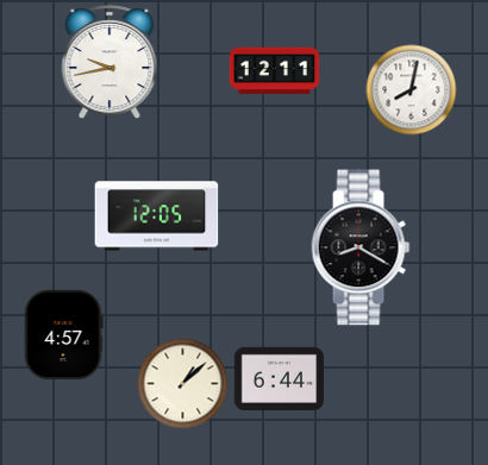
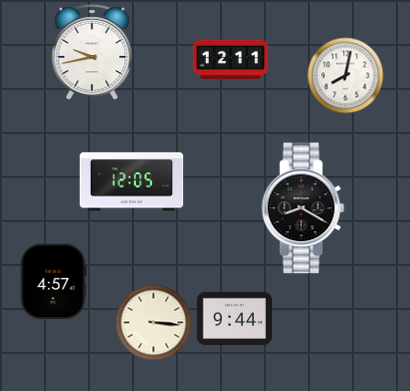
clock at (280, 378): 6:44 -> 9:44
clock at (183, 384): 1:08 -> 3:16
